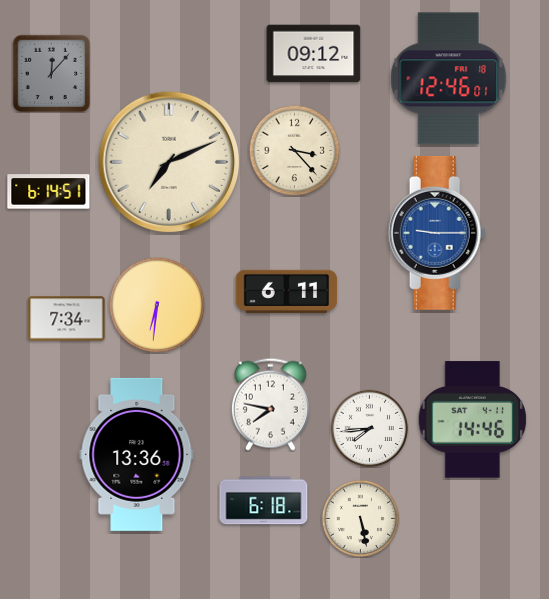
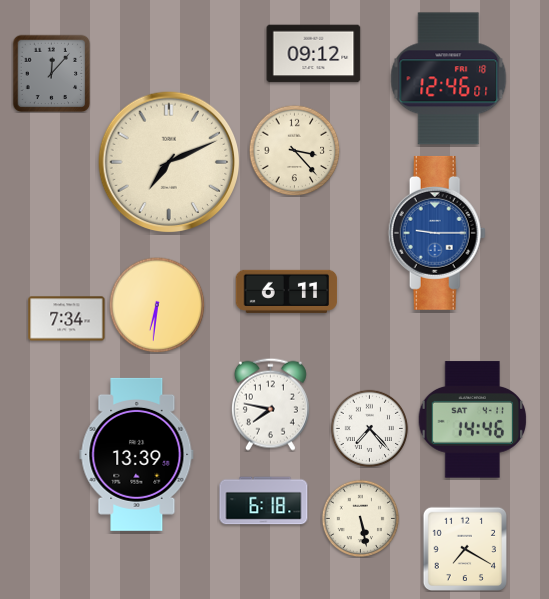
clock at (49, 192): 6:14 -> none
clock at (369, 428): 7:44 -> 7:23
clock at (137, 454): 13:36 -> 13:39
clock at (464, 548): none -> 7:20
